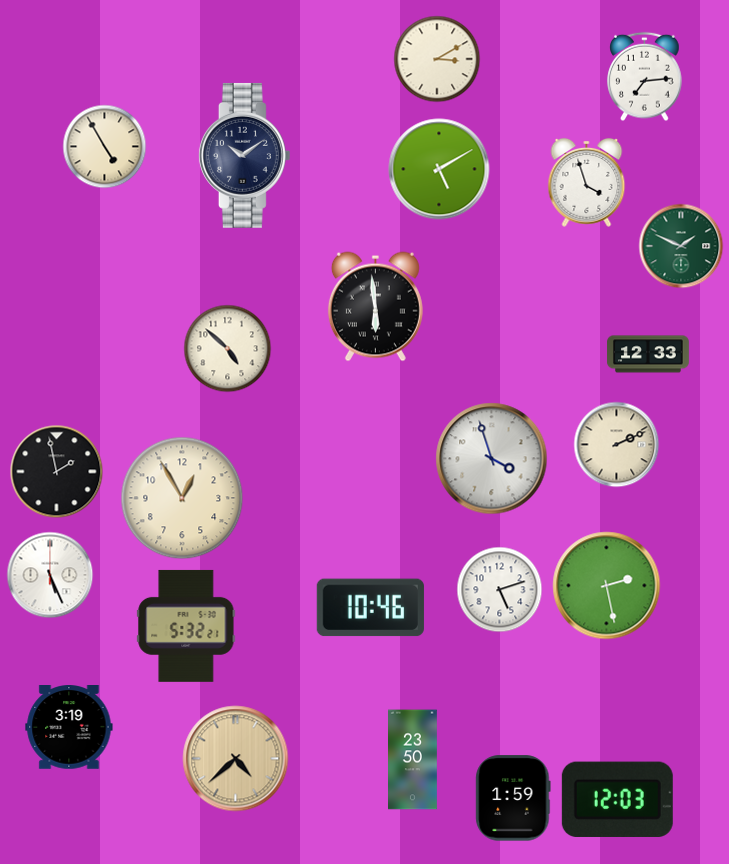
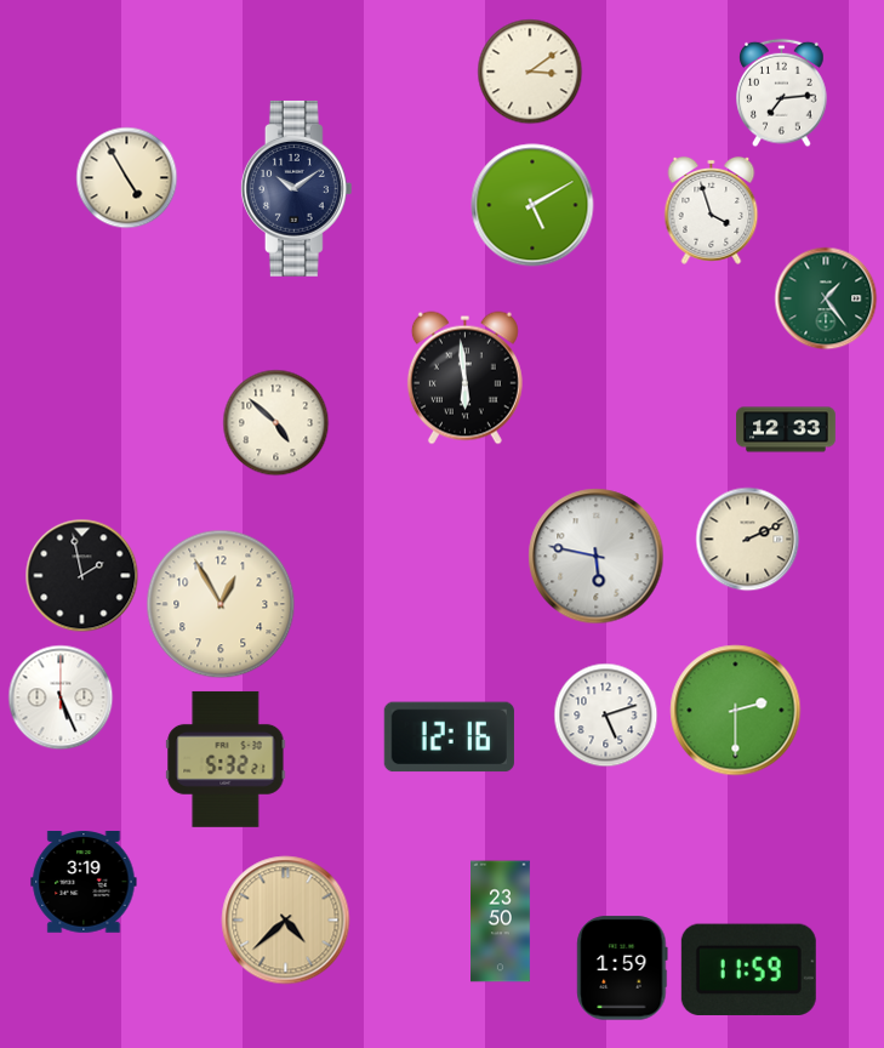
clock at (437, 59): 3:10 -> 3:09
clock at (587, 182) position: (587, 182) -> (712, 210)
clock at (681, 246): 1:49 -> 1:24
clock at (375, 307) position: (375, 307) -> (464, 378)
clock at (492, 459): 3:57 -> 5:47
clock at (57, 472) position: (57, 472) -> (82, 576)
clock at (607, 586): 2:28 -> 2:30
clock at (370, 608): 10:46 -> 12:16
clock at (617, 799): 12:03 -> 11:59
